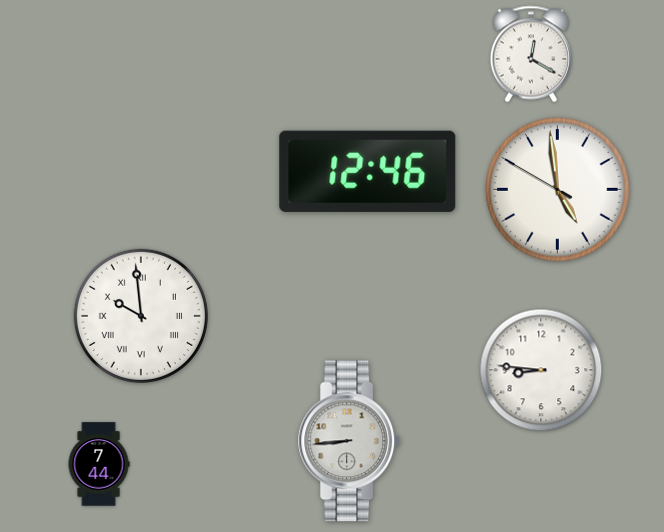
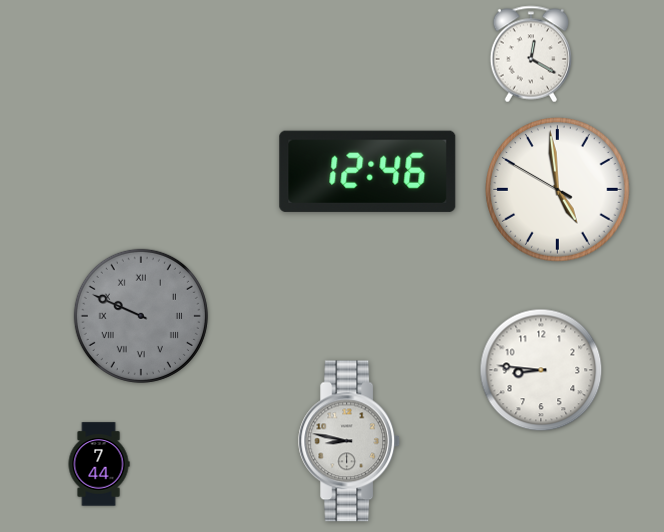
clock at (141, 316): 9:59 -> 9:49
clock at (141, 316) dial: white -> grey
clock at (350, 441): 8:44 -> 8:47
